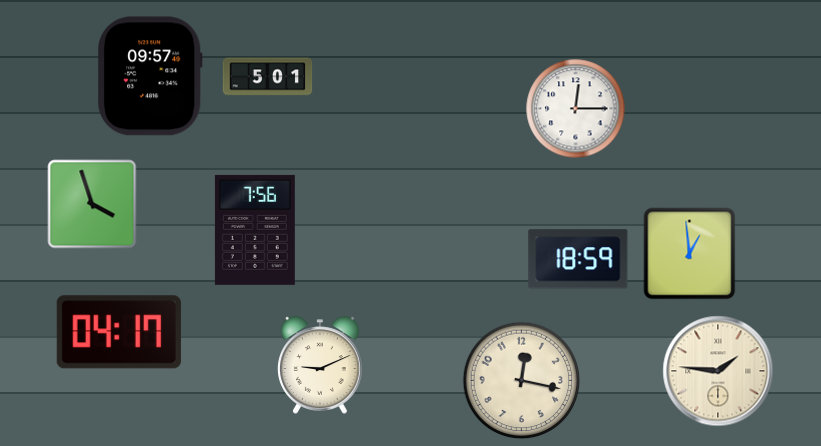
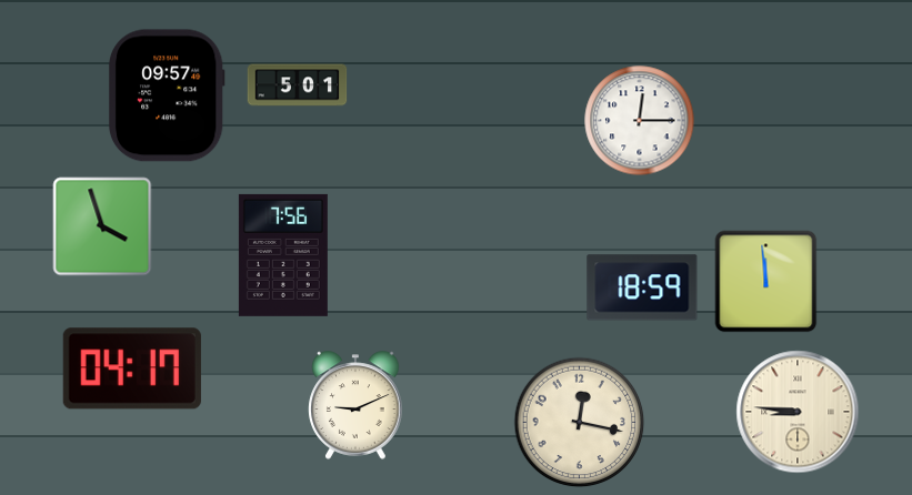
clock at (150, 76) position: (150, 76) -> (167, 95)
clock at (690, 254): 12:59 -> 11:59
clock at (718, 371): 1:46 -> 8:46
